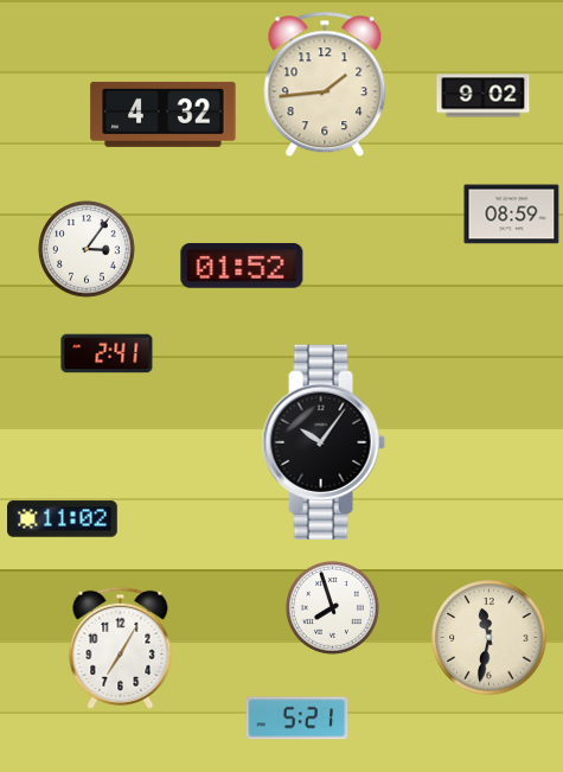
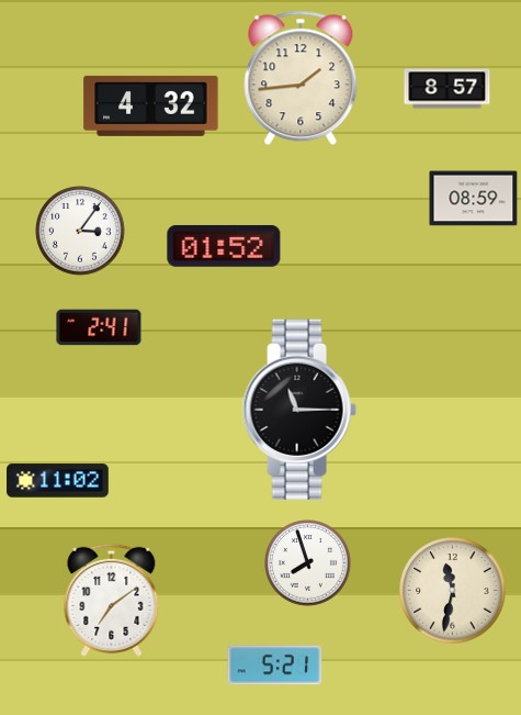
clock at (484, 96): 9:02 -> 8:57
clock at (324, 442): 10:06 -> 11:15
clock at (121, 647): 7:05 -> 7:09
